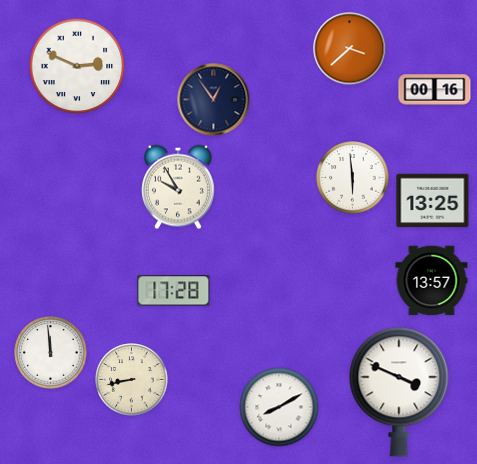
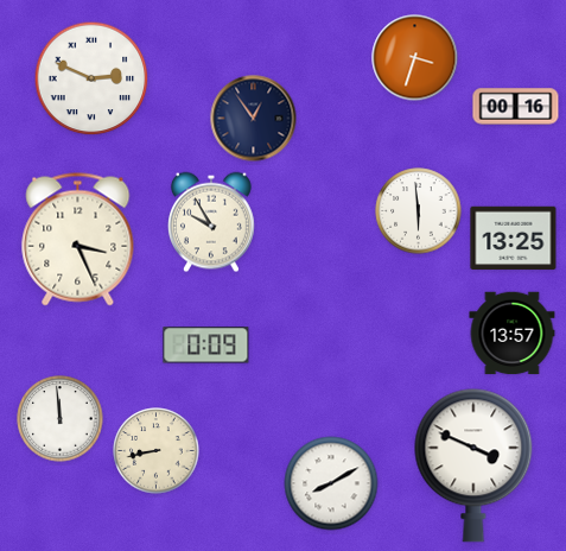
clock at (350, 49): 3:38 -> 3:33
clock at (78, 240): none -> 3:26
clock at (174, 291): 17:28 -> 0:09
